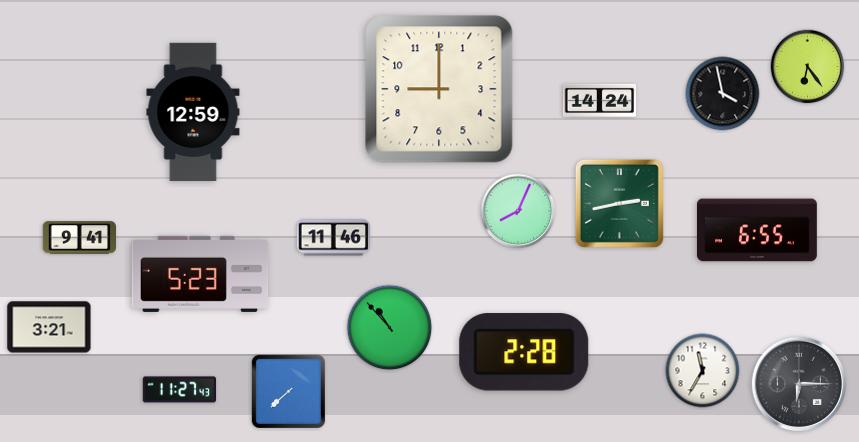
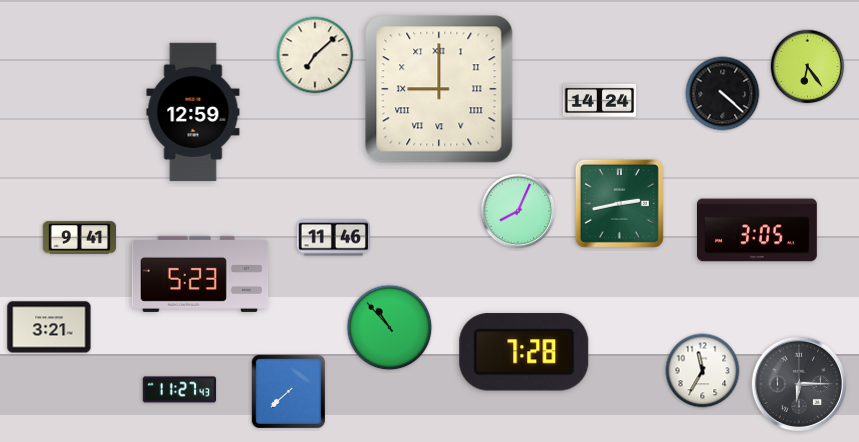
clock at (315, 55): none -> 7:08
clock at (439, 89) numerals: Arabic -> Roman
clock at (723, 94): 3:58 -> 4:22
clock at (757, 230): 6:55 -> 3:05
clock at (524, 353): 2:28 -> 7:28
